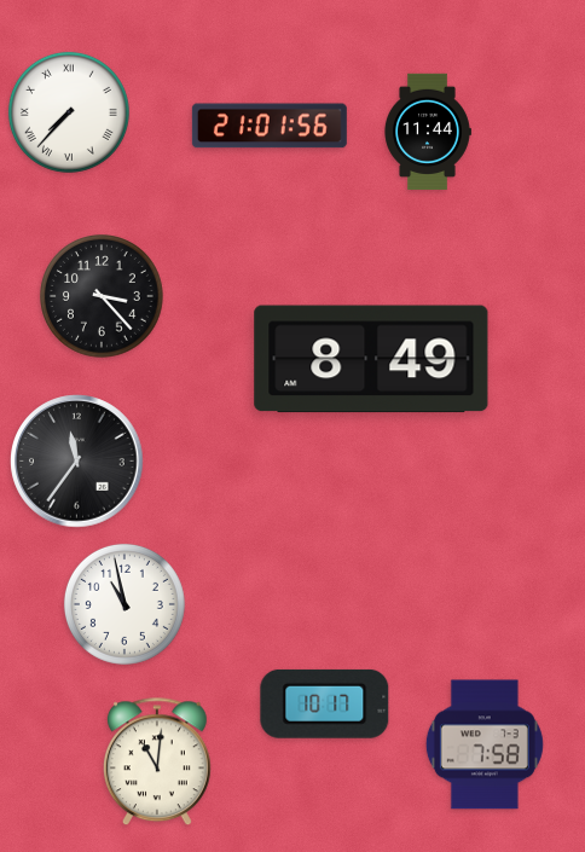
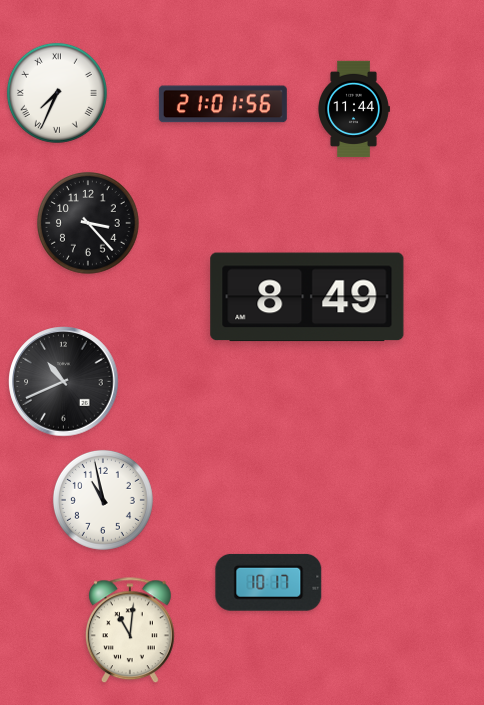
clock at (69, 112): 7:37 -> 7:34
clock at (103, 297) position: (103, 297) -> (89, 224)
clock at (77, 462): 11:36 -> 10:41
clock at (485, 744): 7:58 -> none
